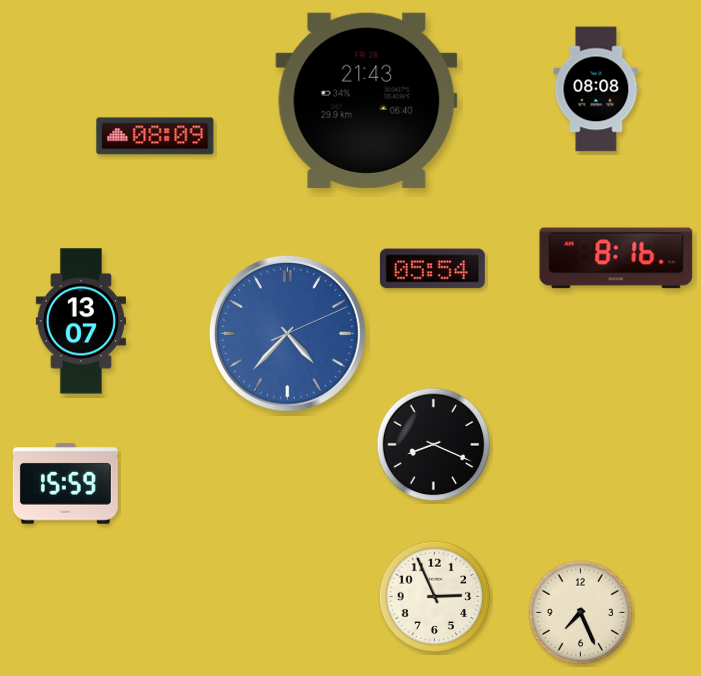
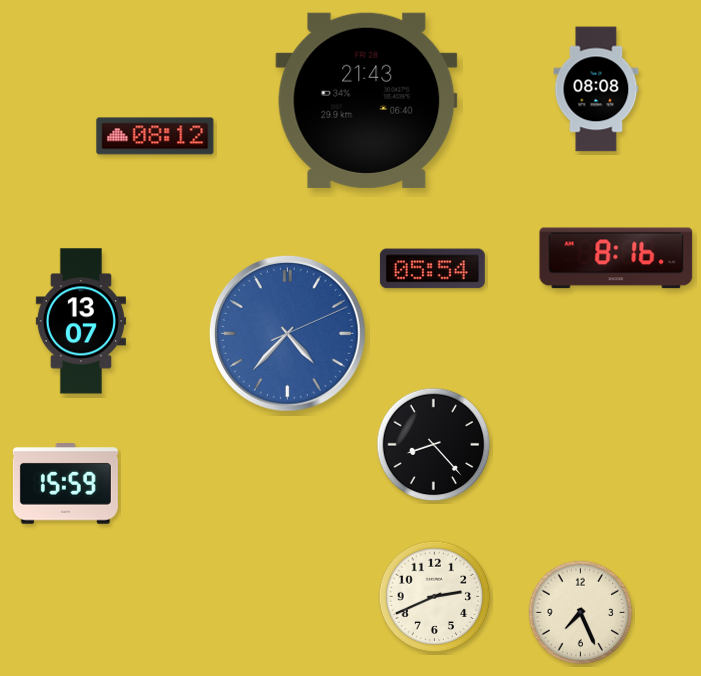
clock at (155, 136): 08:09 -> 08:12
clock at (434, 445): 8:19 -> 8:23
clock at (435, 597): 2:56 -> 2:41
